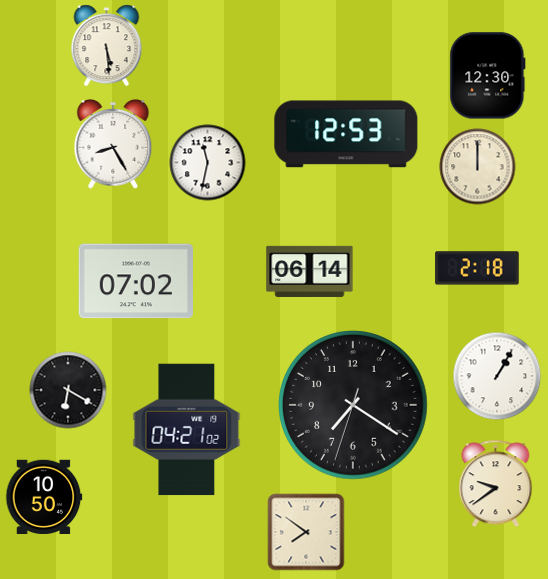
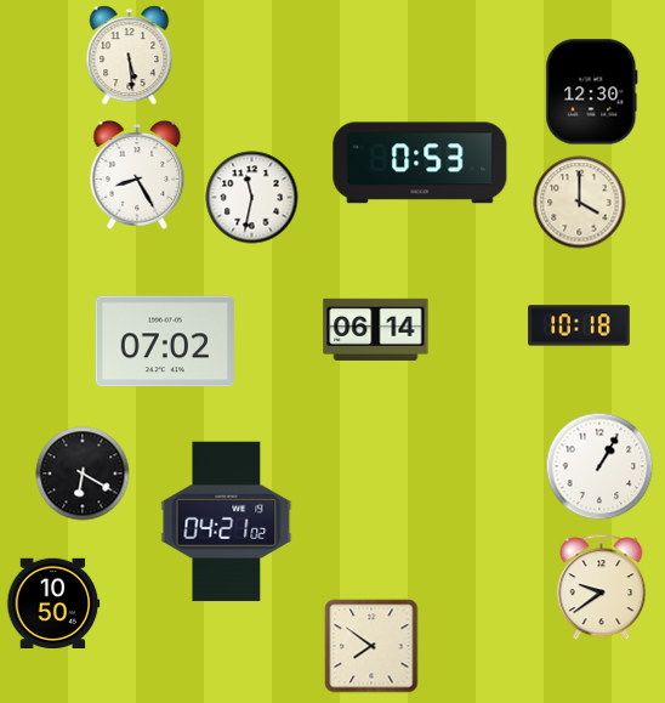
clock at (346, 134): 12:53 -> 0:53
clock at (478, 167): 12:00 -> 4:00
clock at (477, 268): 2:18 -> 10:18
clock at (497, 376) position: (497, 376) -> (599, 466)
clock at (354, 406): 7:20 -> none
